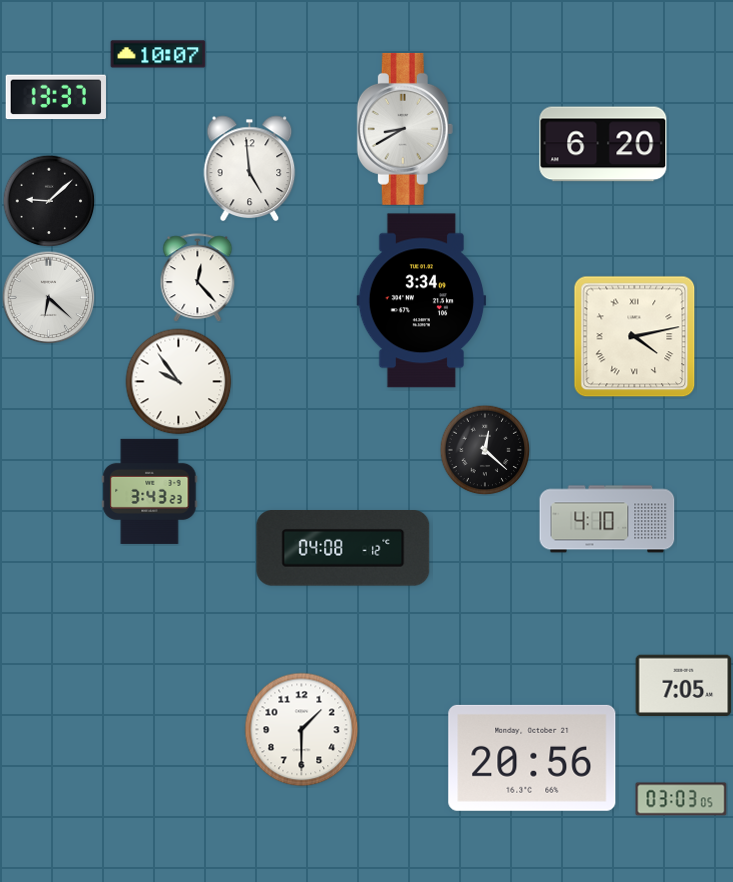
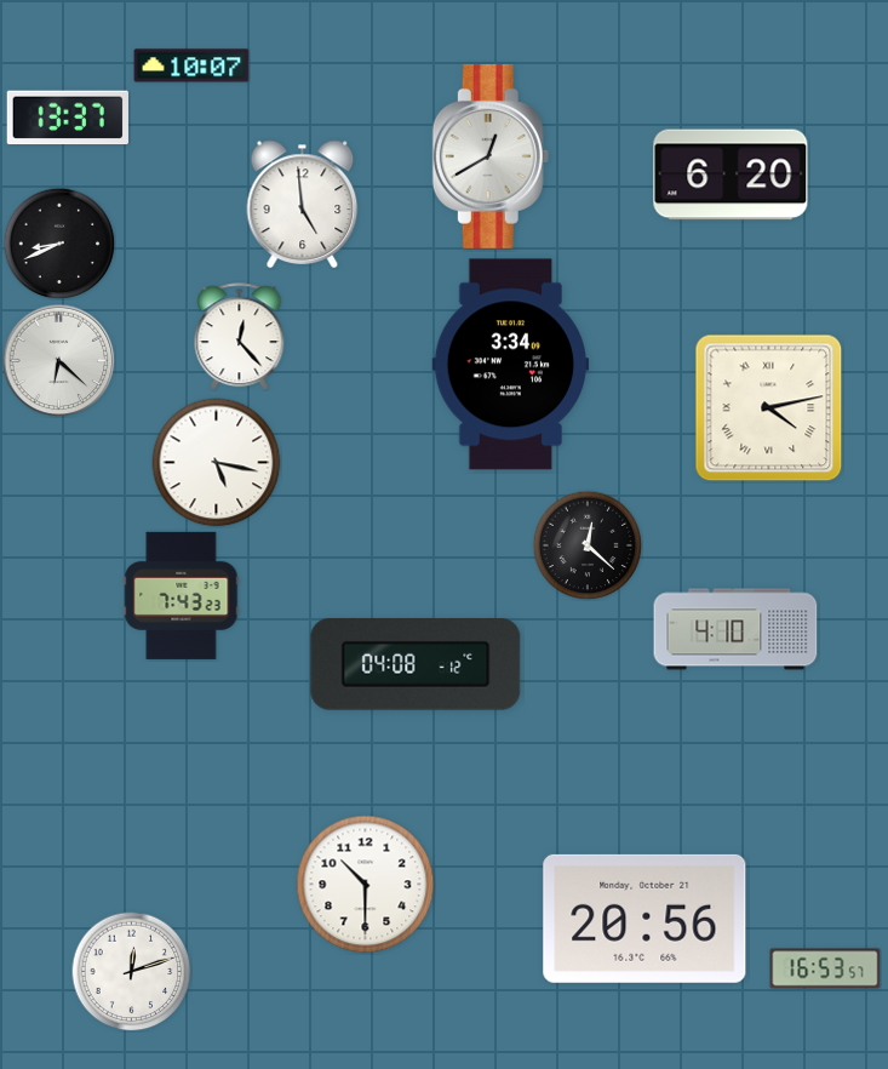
clock at (405, 129): 8:40 -> 12:40
clock at (49, 201): 9:08 -> 8:41
clock at (179, 382): 9:54 -> 5:17
clock at (150, 491): 3:43 -> 7:43
clock at (684, 686): 7:05 -> none
clock at (302, 730): 1:30 -> 10:30
clock at (681, 799): 03:03 -> 16:53
clock at (132, 972): none -> 12:12
